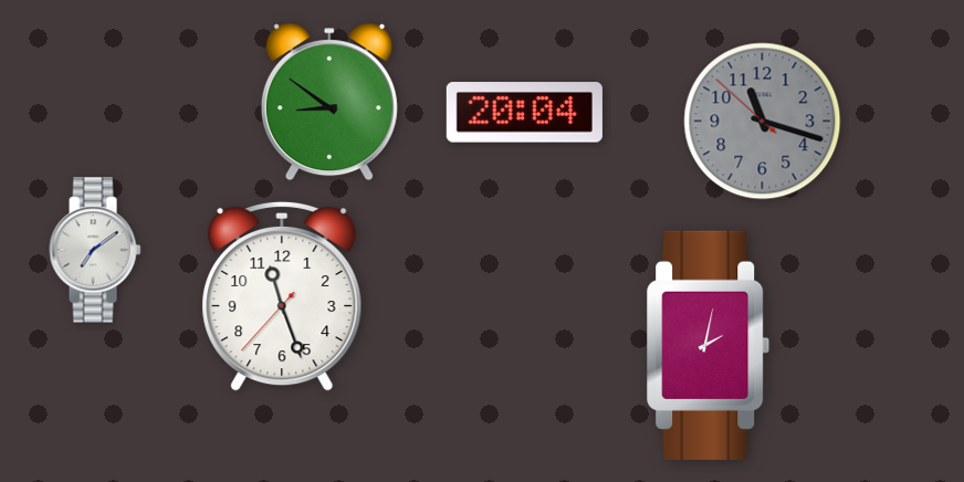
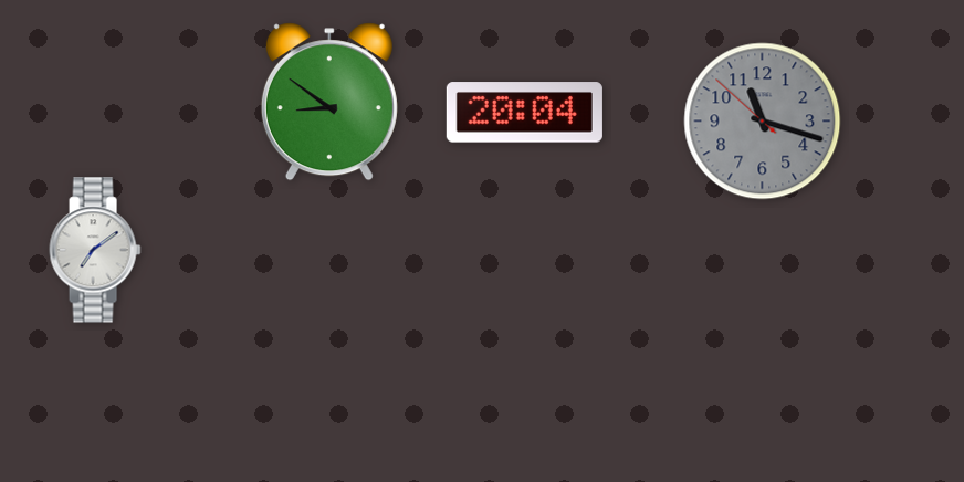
clock at (282, 296): 11:26 -> none
clock at (709, 345): 2:02 -> none
